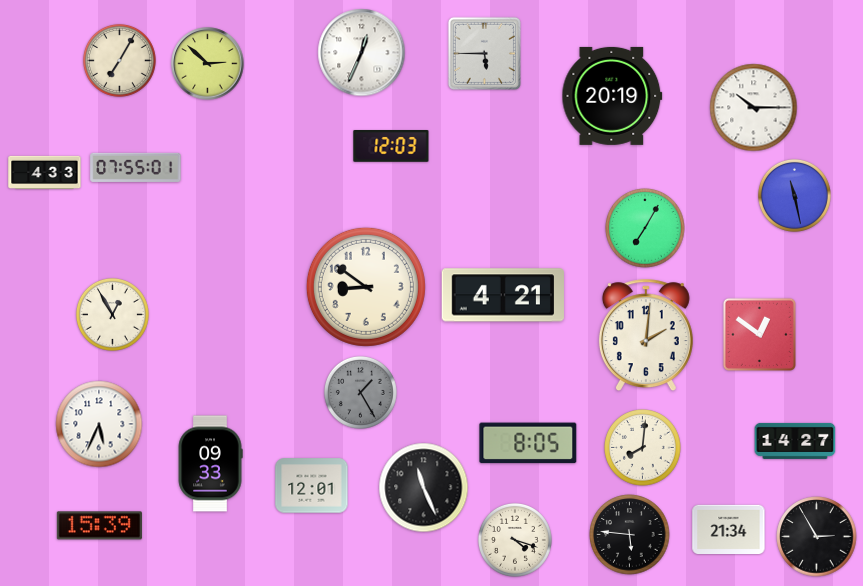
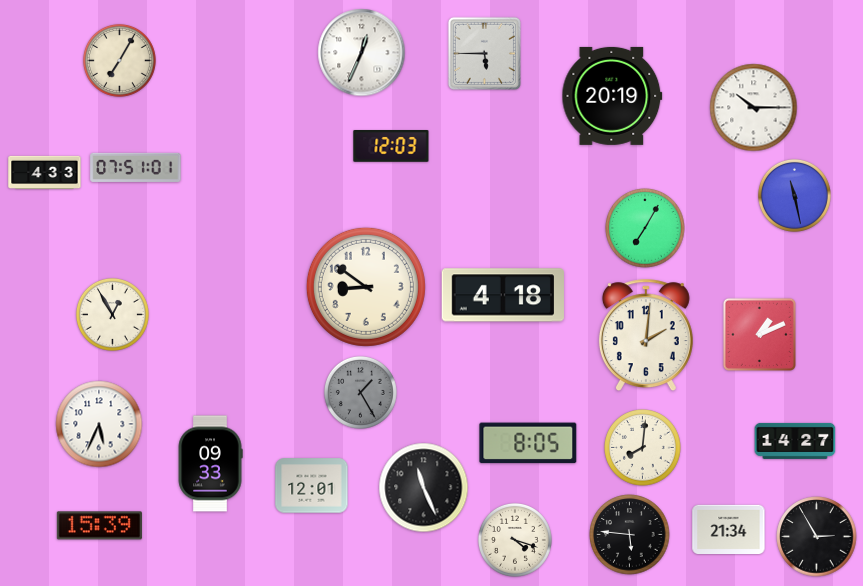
clock at (208, 64): 2:52 -> none
clock at (136, 167): 07:55 -> 07:51
clock at (503, 295): 4:21 -> 4:18
clock at (759, 334): 12:51 -> 1:11
